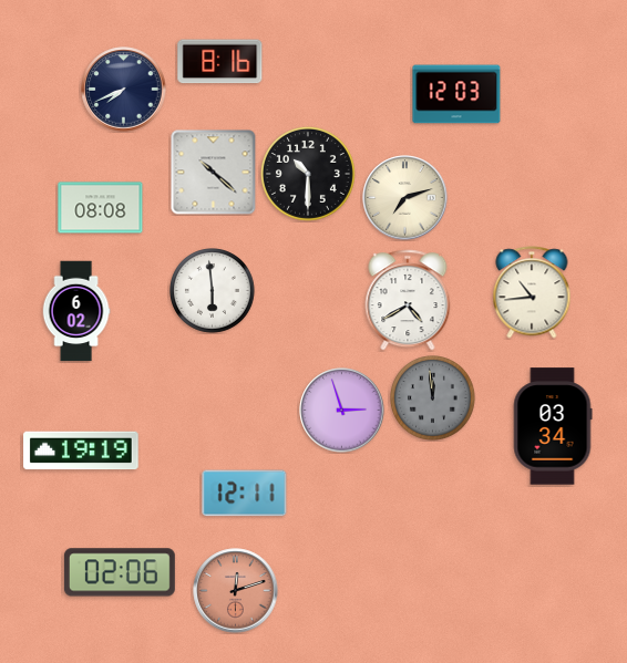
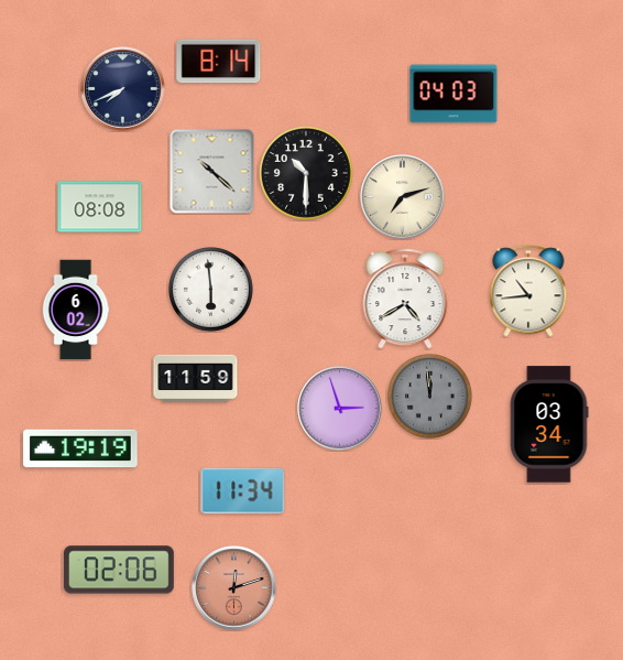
clock at (220, 62): 8:16 -> 8:14
clock at (456, 94): 12:03 -> 04:03
clock at (196, 378): none -> 11:59
clock at (245, 494): 12:11 -> 11:34
